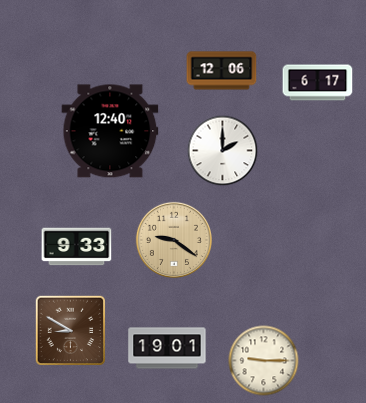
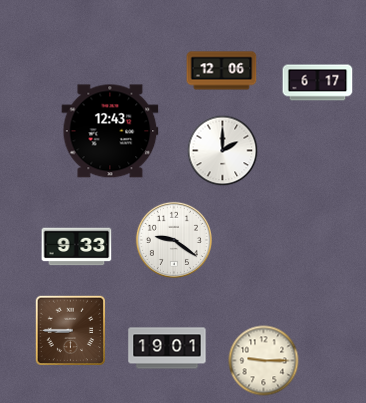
clock at (110, 131): 12:40 -> 12:43
clock at (174, 240) dial: champagne -> white
clock at (71, 331): 8:50 -> 8:45
